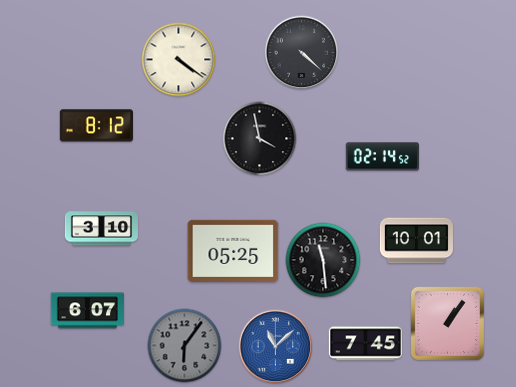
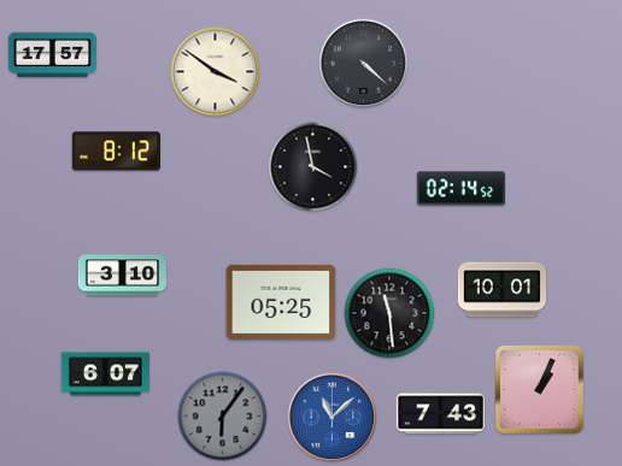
clock at (52, 55): none -> 17:57
clock at (179, 60): 4:21 -> 3:51
clock at (447, 323): 1:06 -> 1:04
clock at (365, 344): 7:45 -> 7:43
